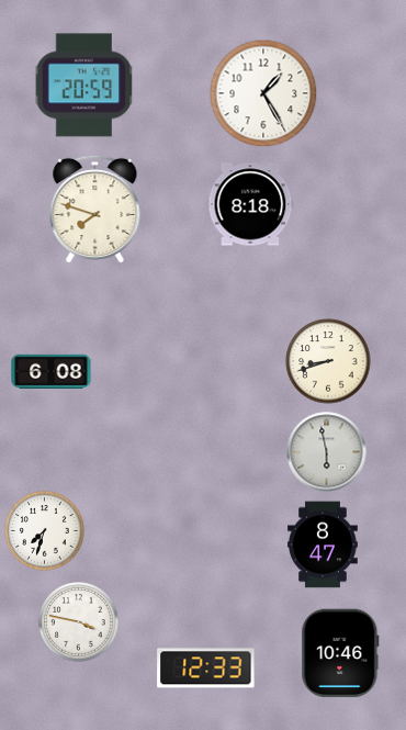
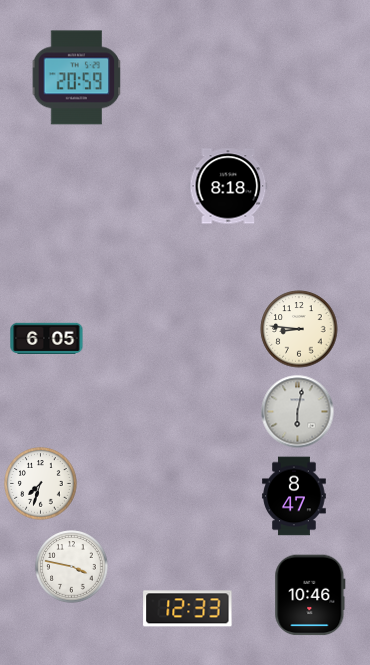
clock at (263, 93): 1:25 -> none
clock at (95, 210): 7:48 -> none
clock at (328, 361): 8:42 -> 8:46
clock at (52, 371): 6:08 -> 6:05
clock at (327, 452): 5:58 -> 6:02
